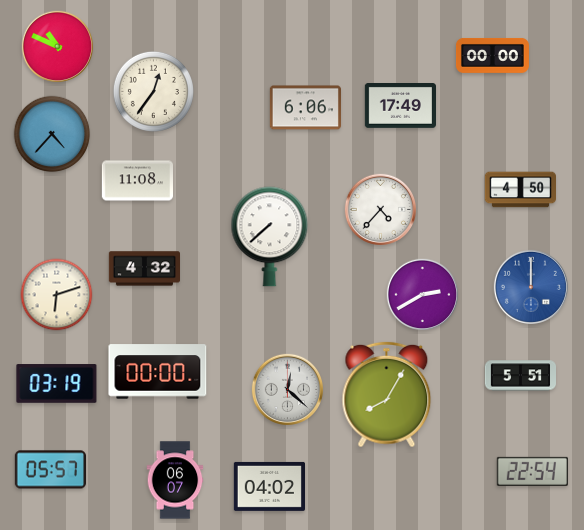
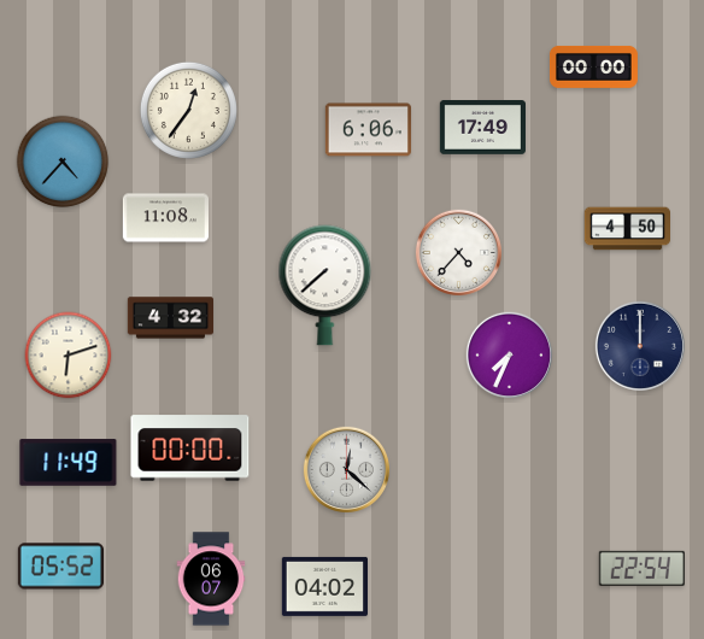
clock at (57, 46): 10:49 -> none
clock at (153, 91) position: (153, 91) -> (188, 110)
clock at (144, 269) position: (144, 269) -> (170, 318)
clock at (531, 287) dial: blue -> navy
clock at (422, 294): 2:40 -> 7:34
clock at (520, 376): 5:51 -> none
clock at (57, 384): 03:19 -> 11:49
clock at (387, 395): 8:05 -> none
clock at (50, 470): 05:57 -> 05:52
